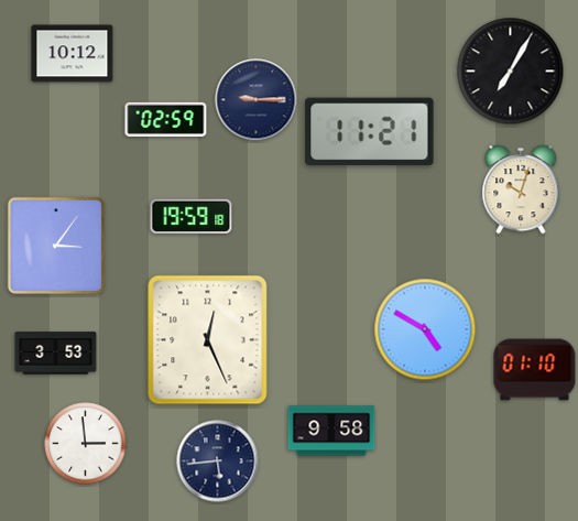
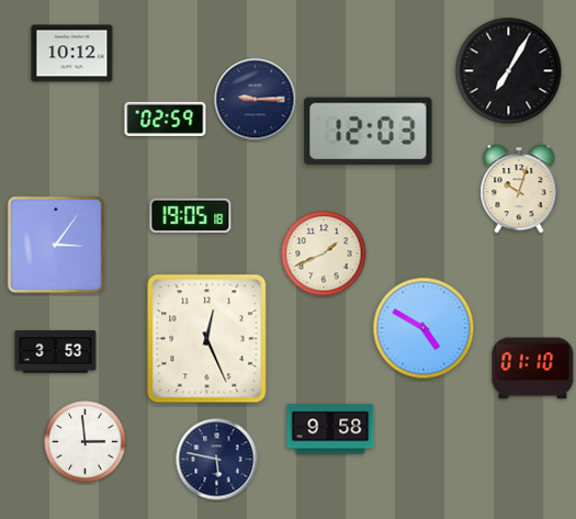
clock at (370, 132): 11:21 -> 12:03
clock at (192, 217): 19:59 -> 19:05
clock at (324, 253): none -> 1:41
clock at (218, 462): 5:44 -> 5:47
